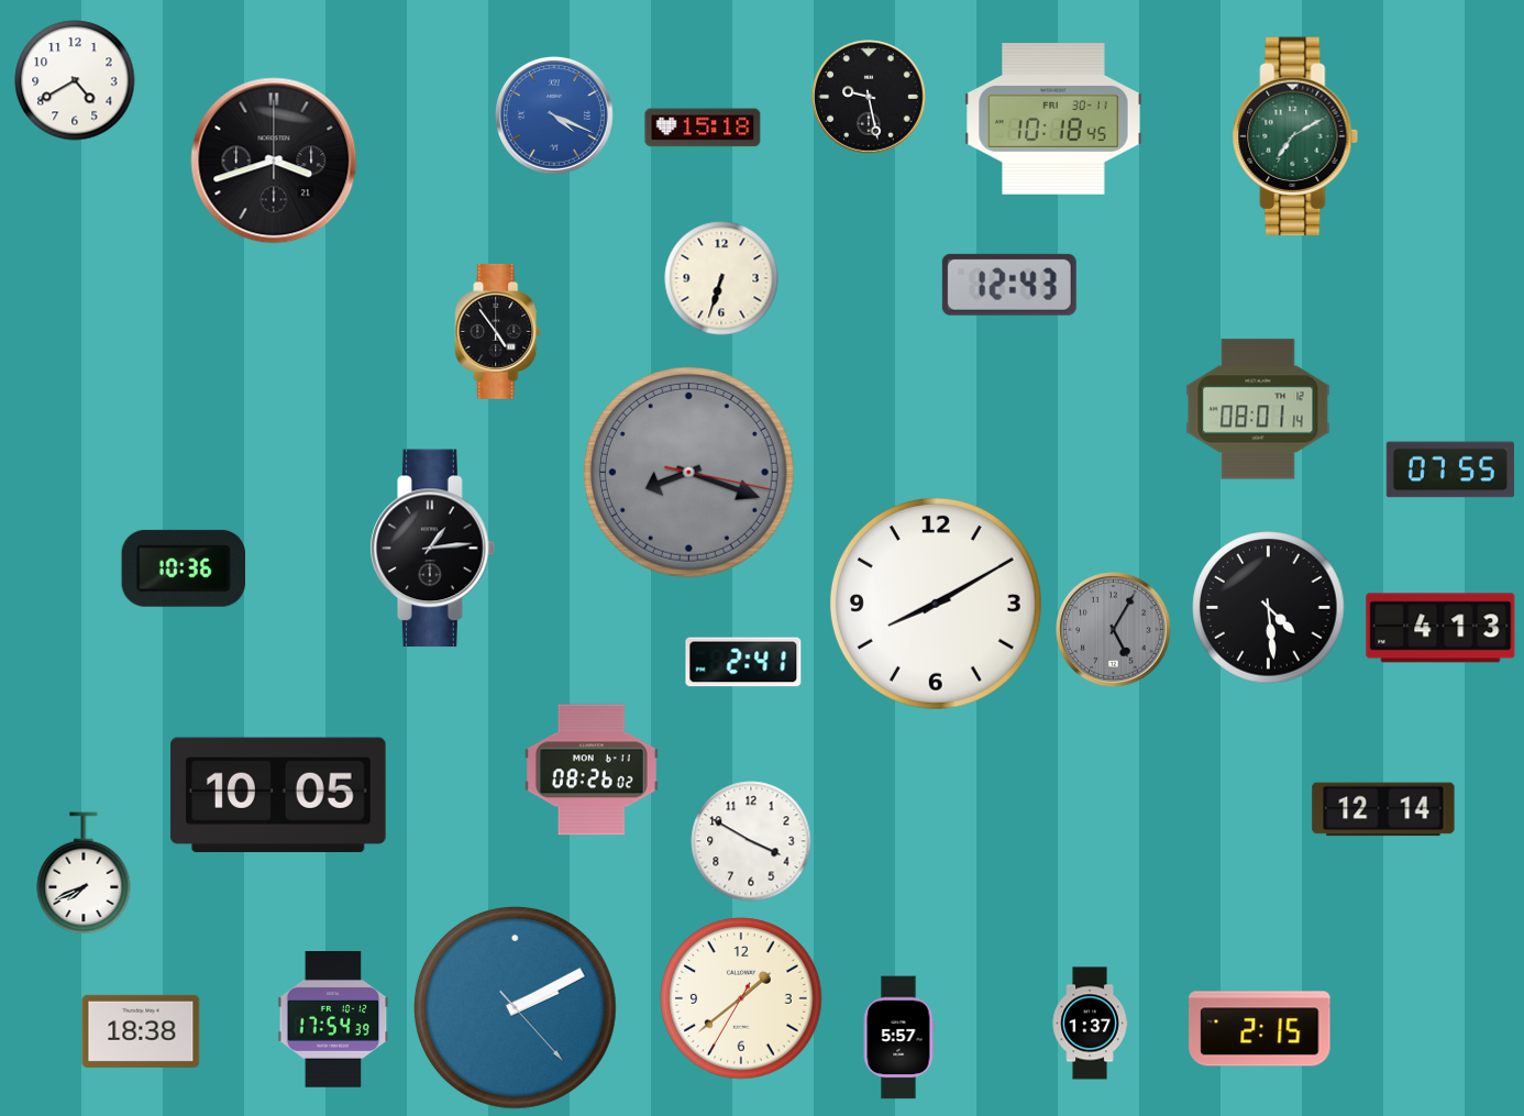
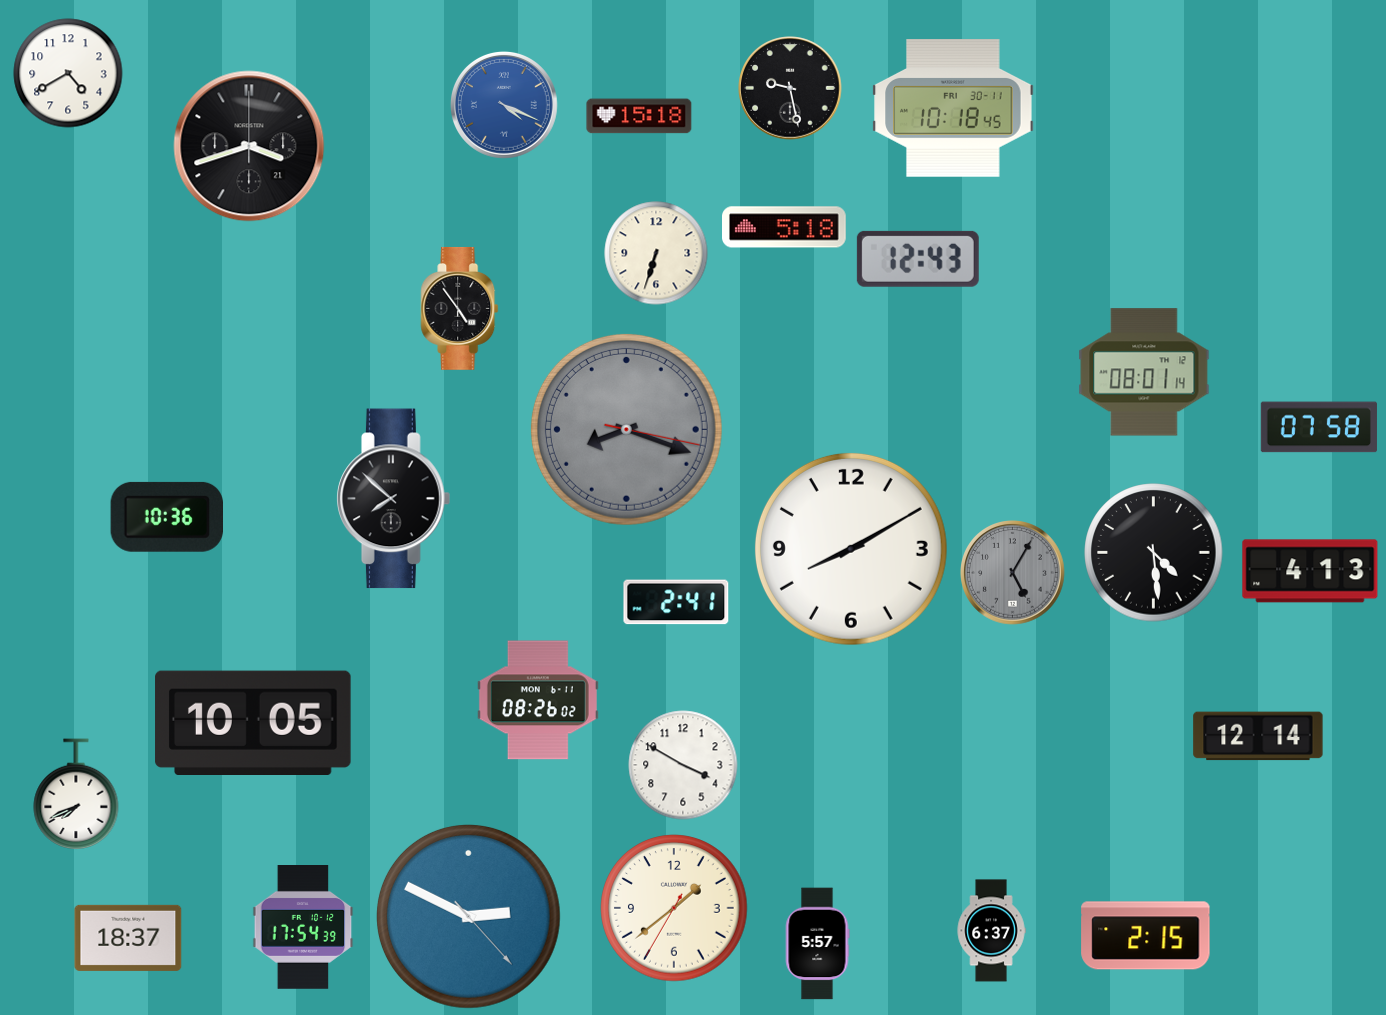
clock at (1053, 119) position: (1053, 119) -> (953, 108)
clock at (1295, 136): 7:10 -> none
clock at (785, 227): none -> 5:18
clock at (498, 331) position: (498, 331) -> (460, 308)
clock at (1450, 469): 07:55 -> 07:58
clock at (433, 549): 1:14 -> 7:52
clock at (515, 1007): 2:10 -> 2:49
clock at (1090, 1024): 1:37 -> 6:37
clock at (141, 1031): 18:38 -> 18:37
